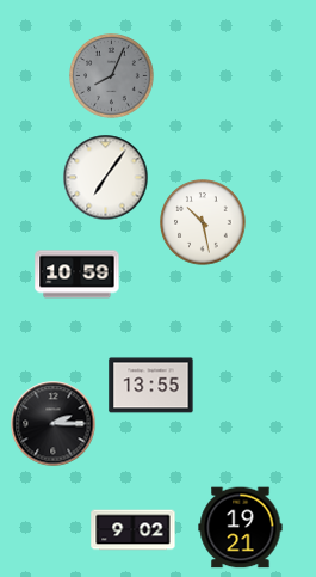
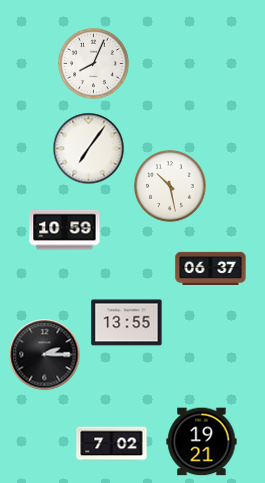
clock at (112, 76) dial: grey -> white
clock at (211, 268): none -> 06:37
clock at (134, 530): 9:02 -> 7:02
